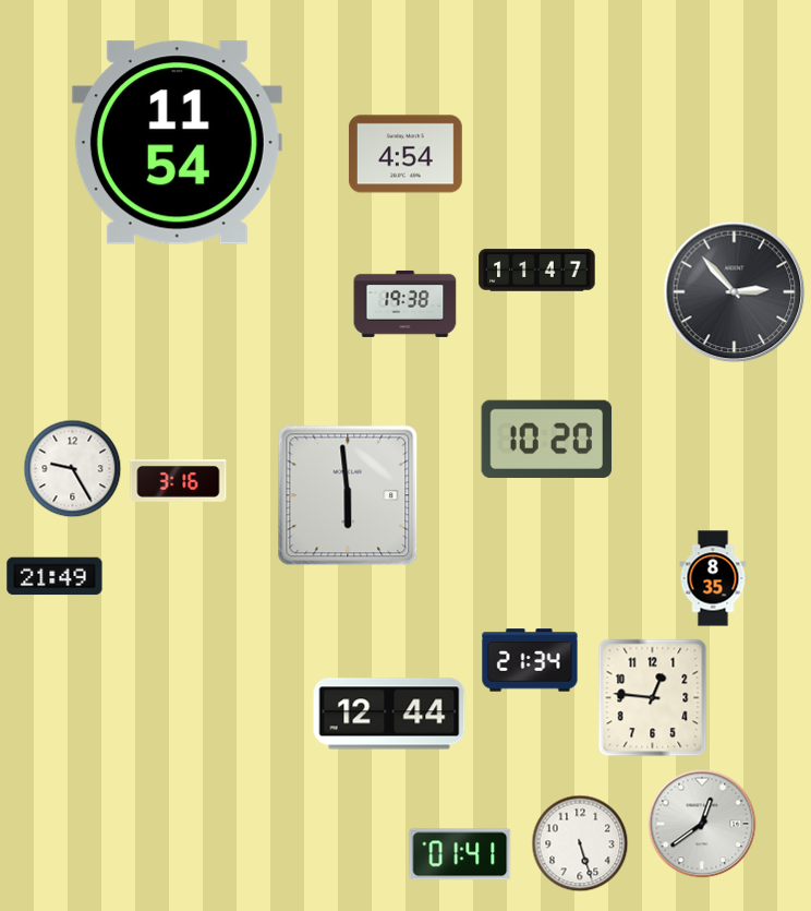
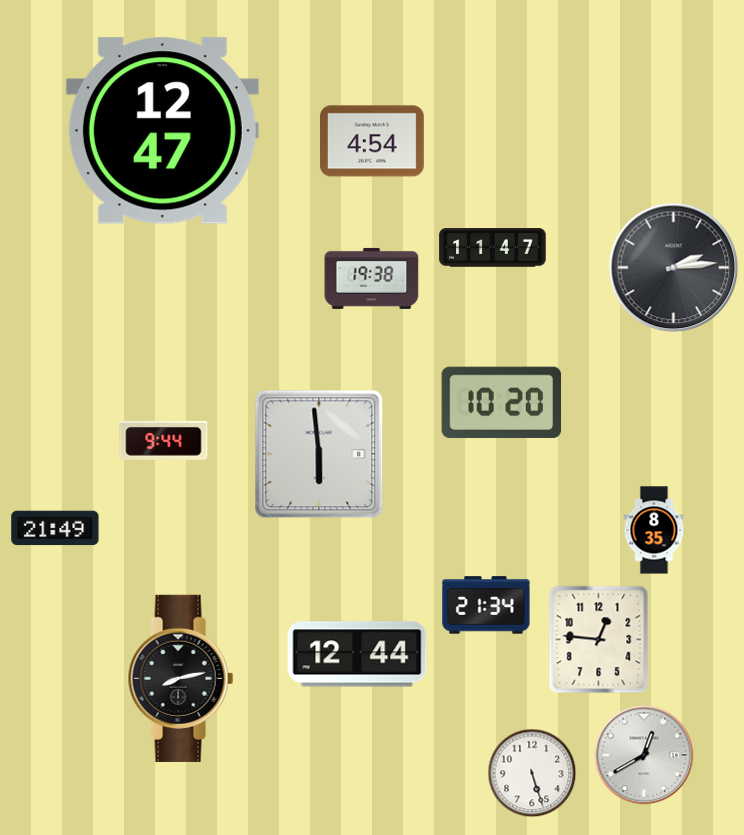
clock at (177, 143): 11:54 -> 12:47
clock at (735, 292): 2:53 -> 2:14
clock at (73, 469): 9:25 -> none
clock at (179, 481): 3:16 -> 9:44
clock at (55, 576) position: (55, 576) -> (55, 528)
clock at (181, 678): none -> 8:13
clock at (702, 824): 12:39 -> 12:40
clock at (460, 854): 01:41 -> none
